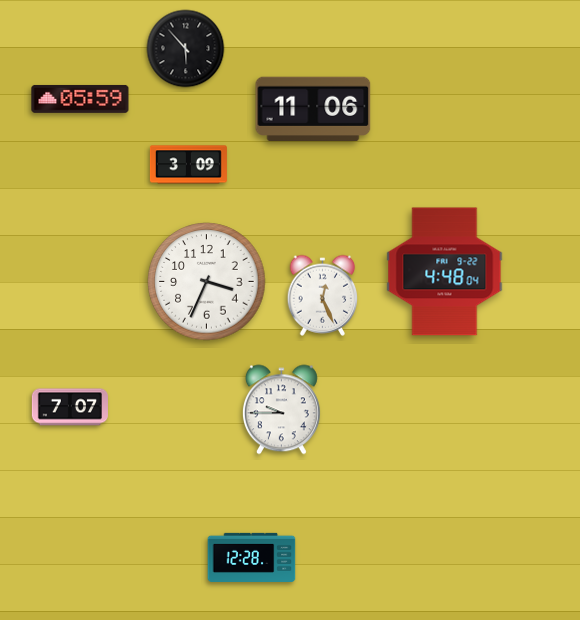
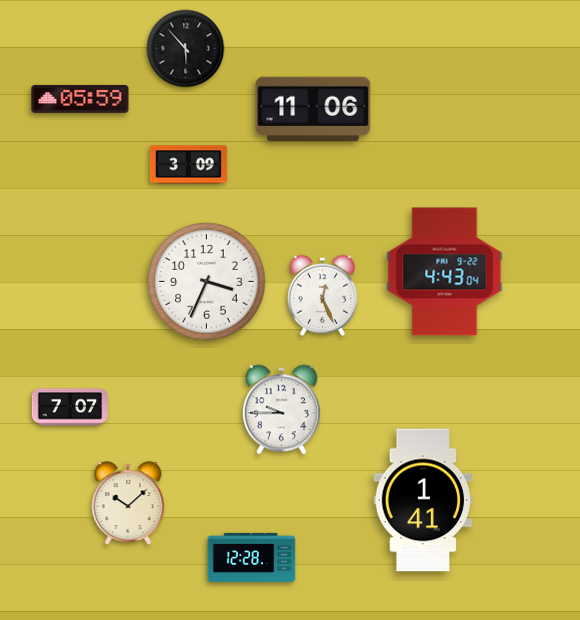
clock at (445, 272): 4:48 -> 4:43
clock at (423, 500): none -> 1:41
clock at (128, 504): none -> 10:08
